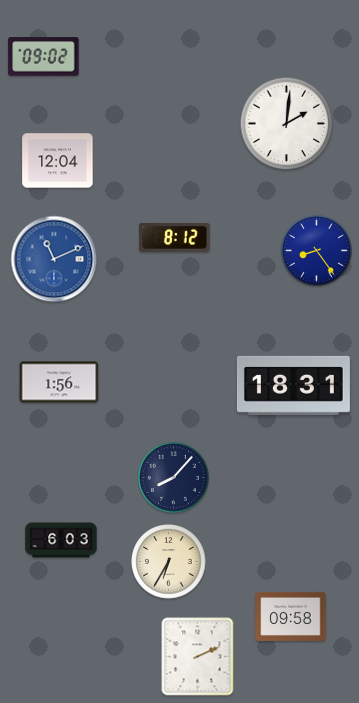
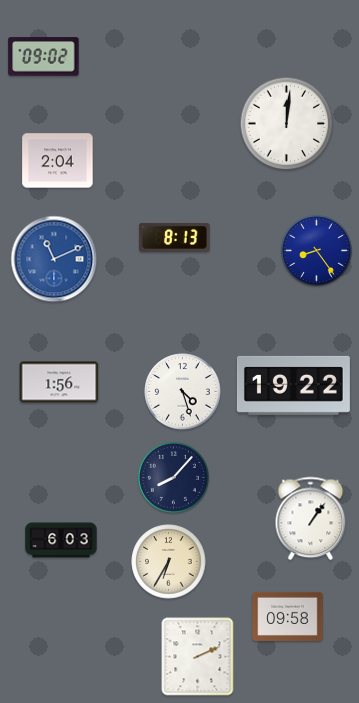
clock at (287, 124): 2:01 -> 12:01
clock at (58, 161): 12:04 -> 2:04
clock at (175, 237): 8:12 -> 8:13
clock at (293, 385): 18:31 -> 19:22
clock at (183, 392): none -> 4:27
clock at (311, 519): none -> 1:06
clock at (291, 616) position: (291, 616) -> (288, 616)
